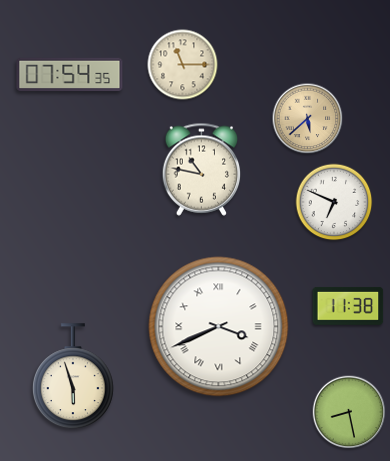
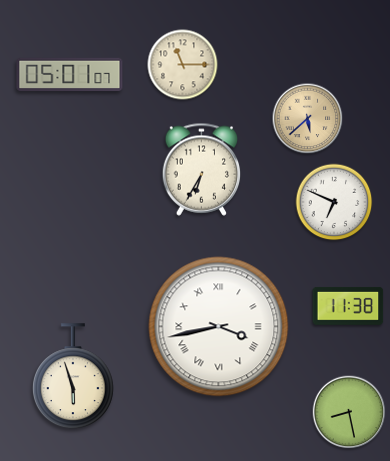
clock at (70, 75): 07:54 -> 05:01
clock at (202, 169): 10:47 -> 6:35
clock at (219, 327): 3:41 -> 3:43
